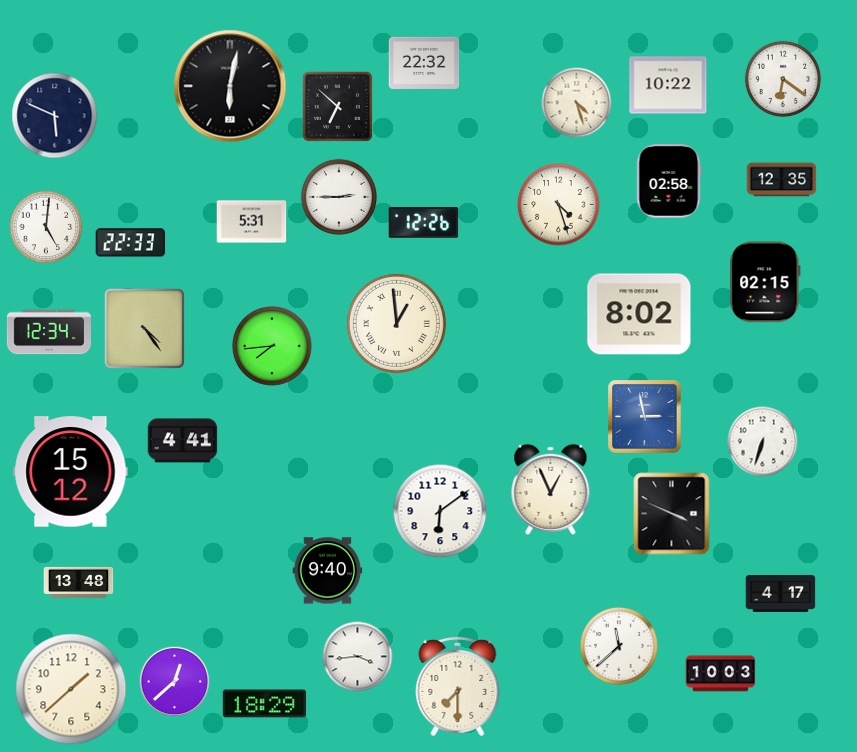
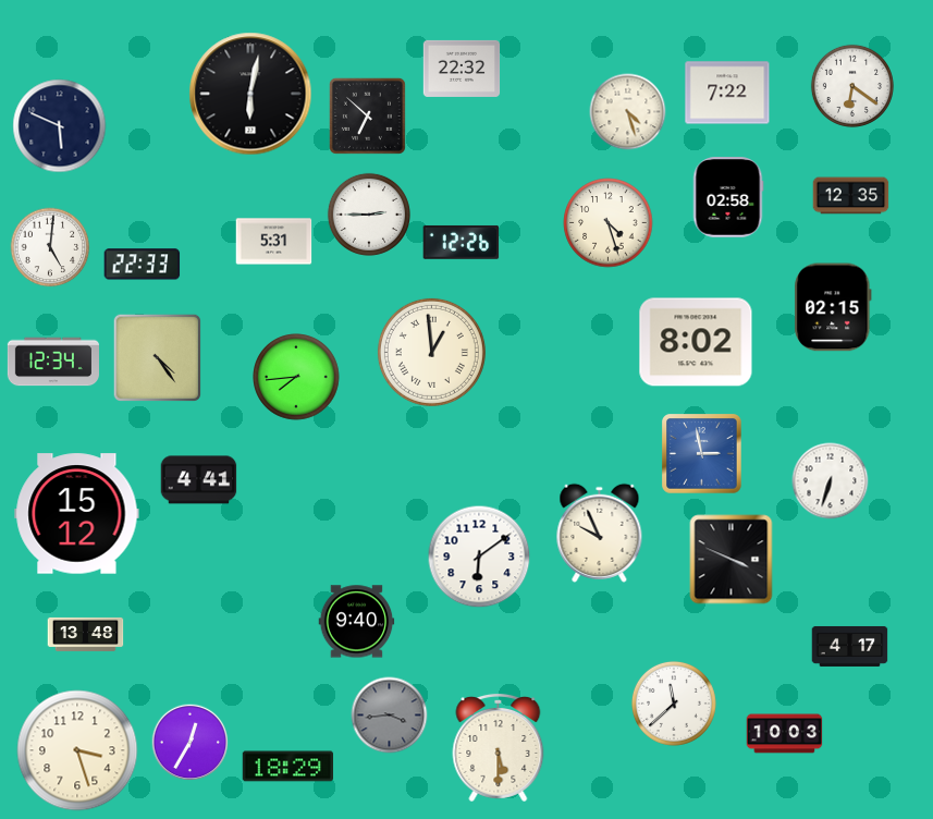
clock at (668, 85): 10:22 -> 7:22
clock at (551, 489): 12:56 -> 9:56
clock at (358, 657) dial: white -> grey
clock at (175, 682): 12:38 -> 12:35
clock at (458, 686): 7:30 -> 5:30
clock at (71, 689): 1:38 -> 3:27
